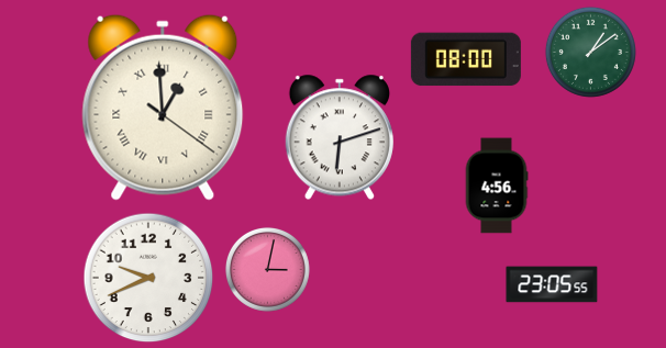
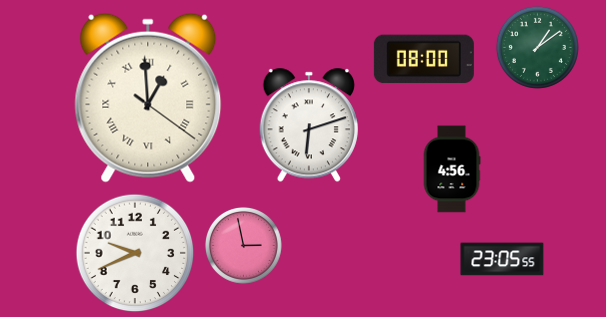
clock at (466, 59) position: (466, 59) -> (424, 59)
clock at (267, 269): 3:02 -> 2:58
